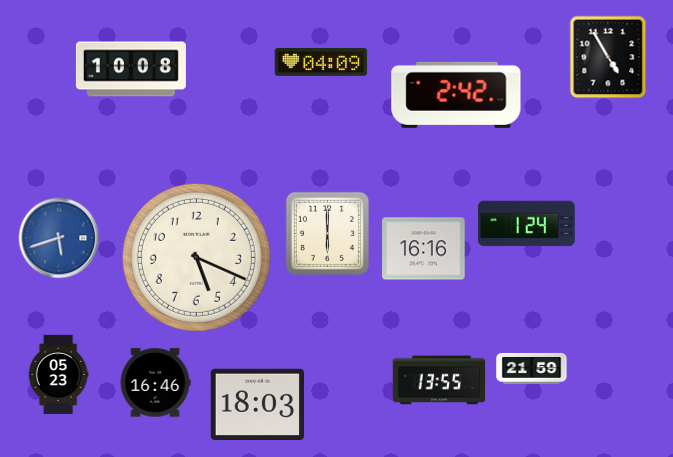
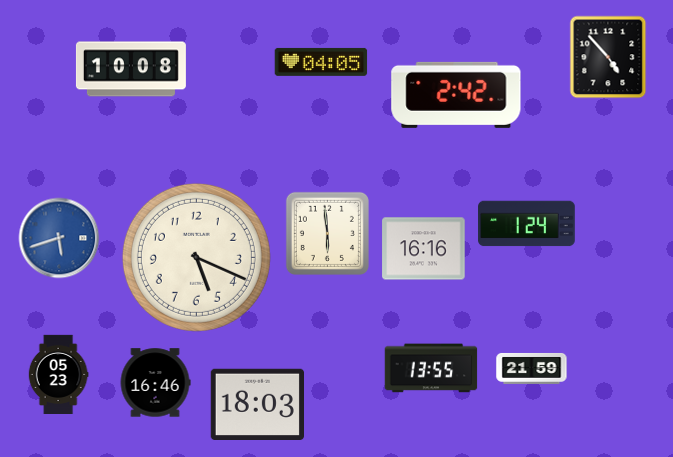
clock at (608, 57): 4:55 -> 4:53
clock at (321, 62): 04:09 -> 04:05
clock at (327, 233): 6:00 -> 5:59
clock at (439, 380) position: (439, 380) -> (431, 368)
